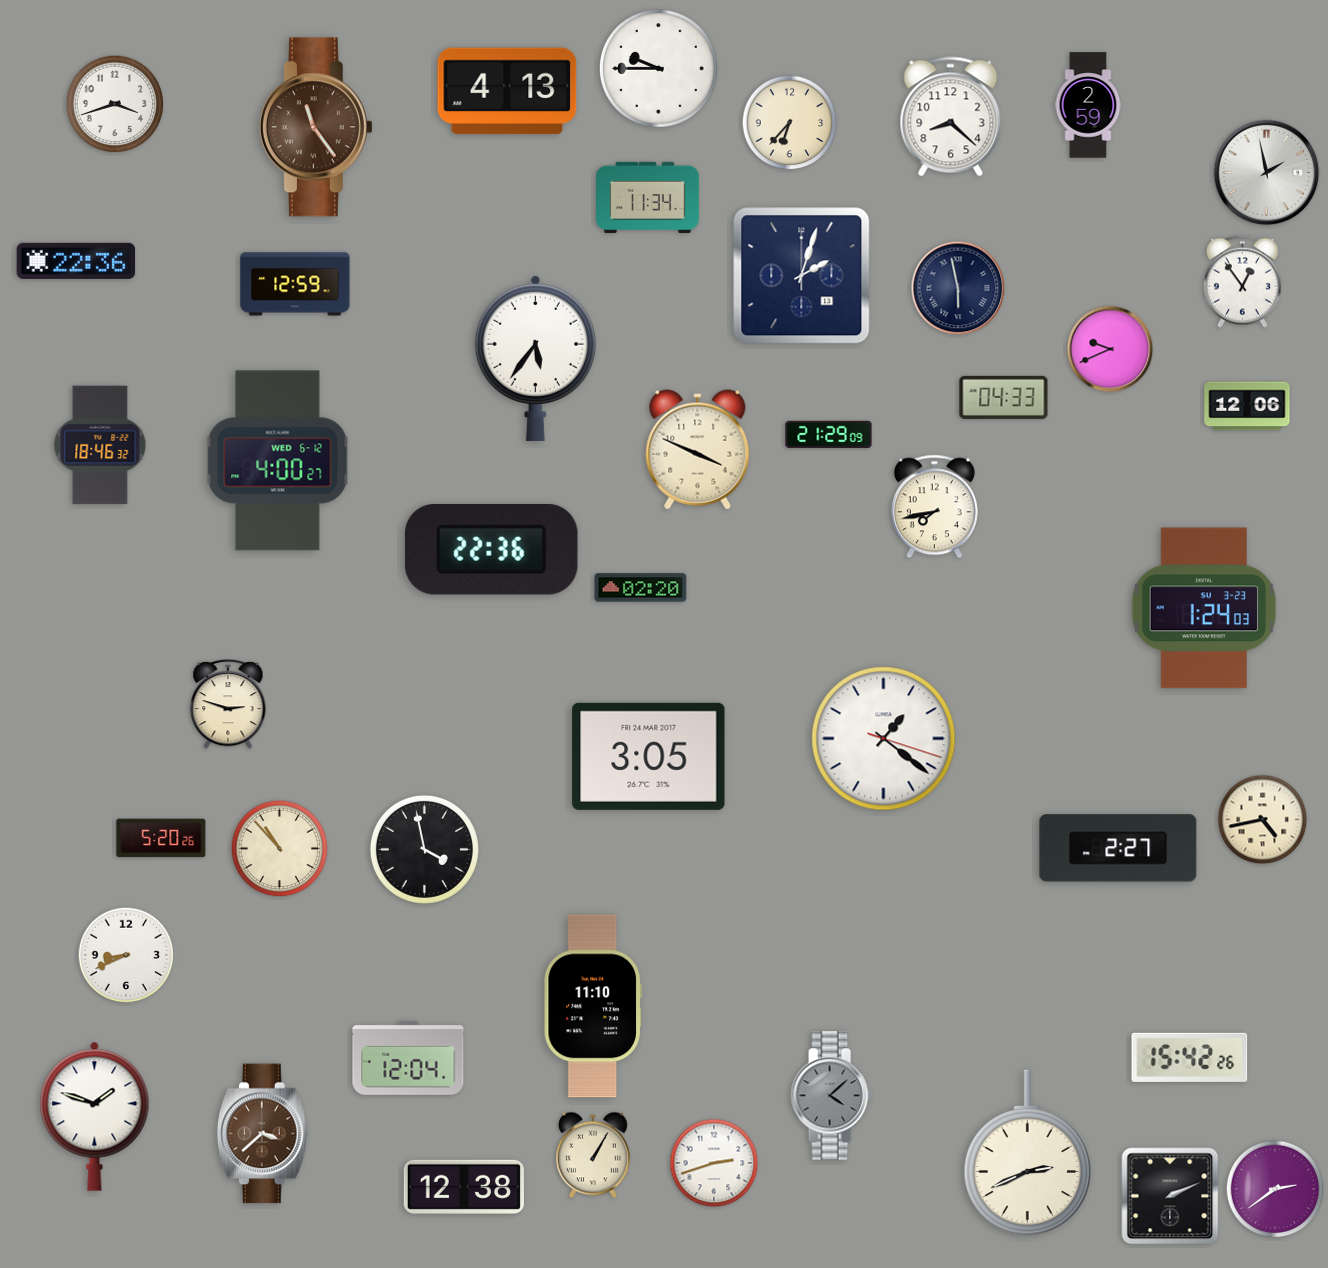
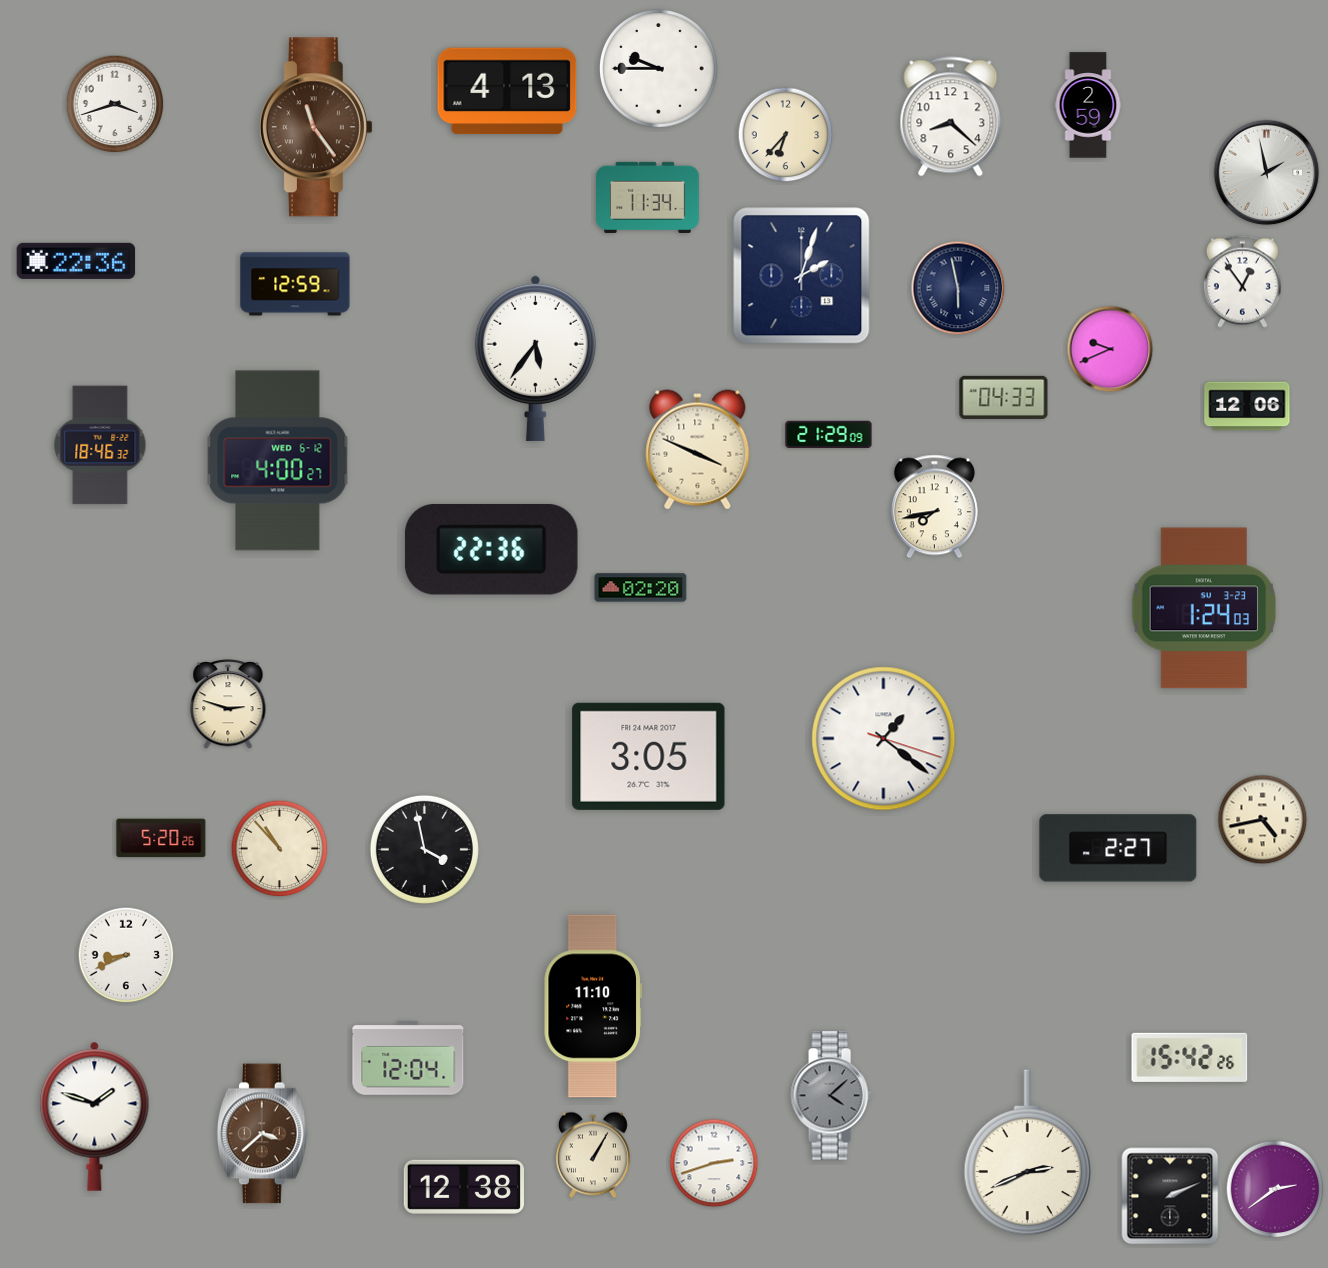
clock at (790, 123) position: (790, 123) -> (786, 135)
